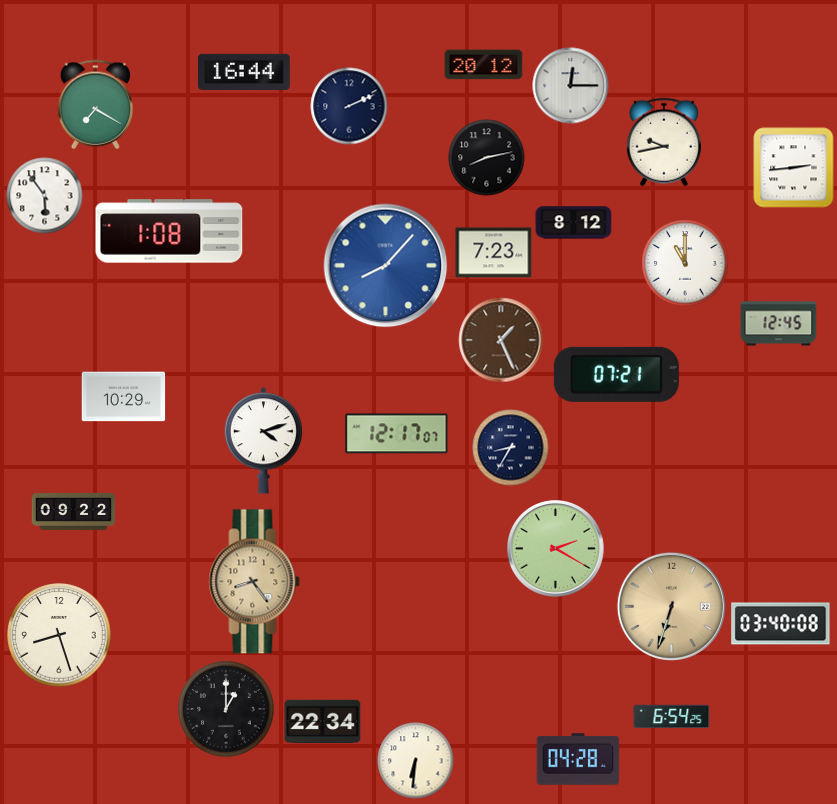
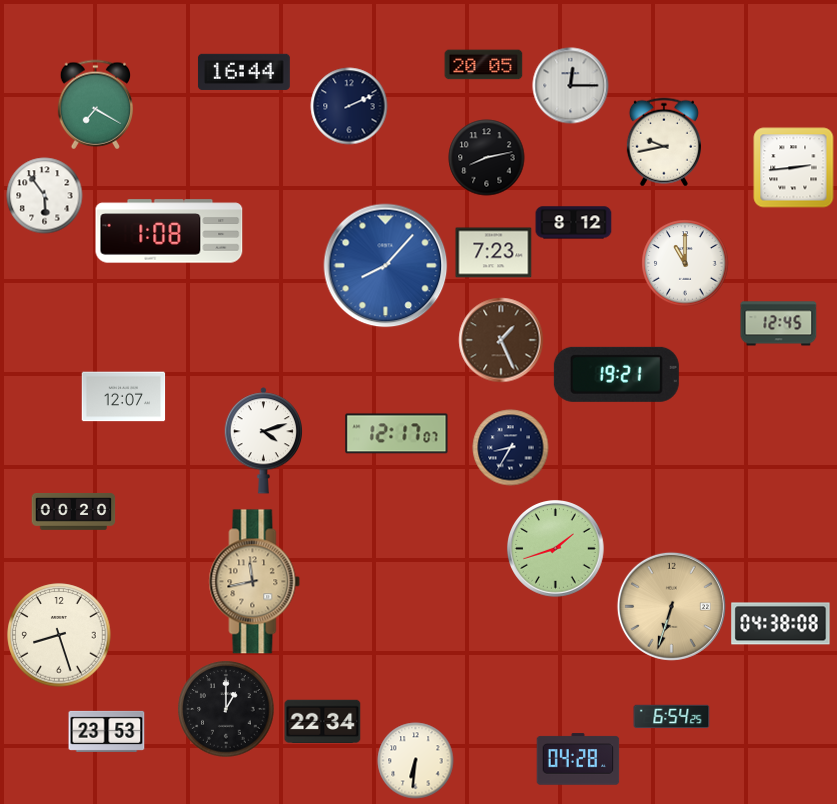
clock at (484, 65): 20:12 -> 20:05
clock at (616, 374): 07:21 -> 19:21
clock at (124, 397): 10:29 -> 12:07
clock at (74, 512): 09:22 -> 00:20
clock at (556, 549): 2:20 -> 1:42
clock at (255, 582): 8:24 -> 11:43
clock at (781, 624): 03:40 -> 04:38
clock at (107, 731): none -> 23:53
